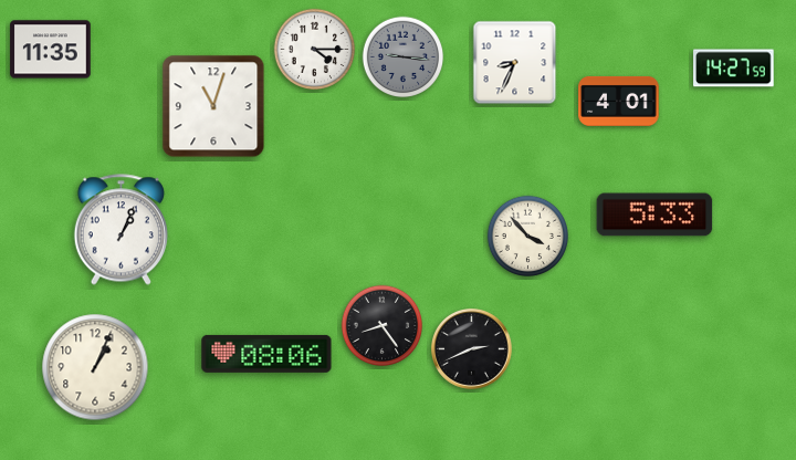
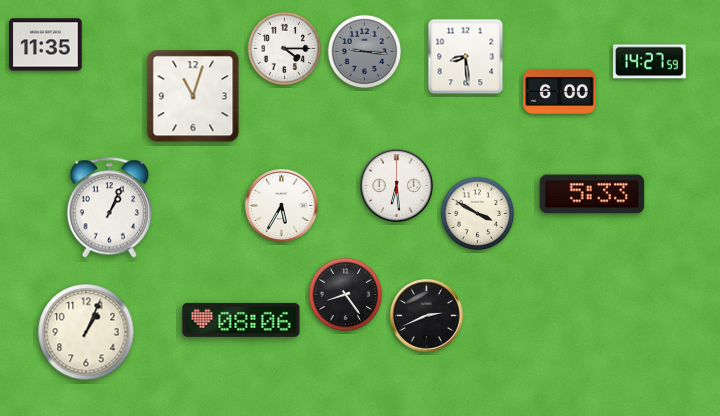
clock at (315, 50) position: (315, 50) -> (285, 49)
clock at (515, 63): 8:34 -> 8:29
clock at (734, 69) position: (734, 69) -> (650, 62)
clock at (619, 101): 4:01 -> 6:00
clock at (397, 186): none -> 6:29
clock at (282, 206): none -> 5:35
clock at (528, 237): 3:53 -> 3:50
